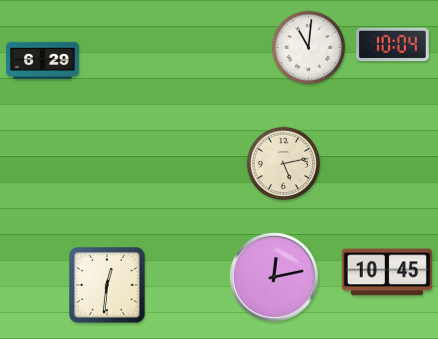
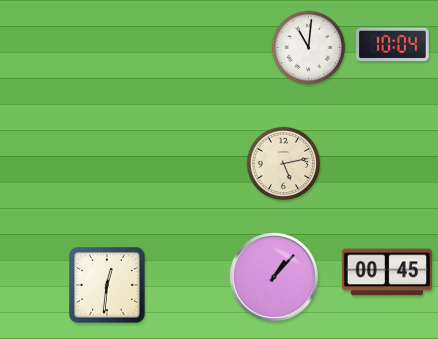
clock at (43, 61): 6:29 -> none
clock at (387, 272): 10:45 -> 00:45
clock at (274, 277): 12:13 -> 1:07
